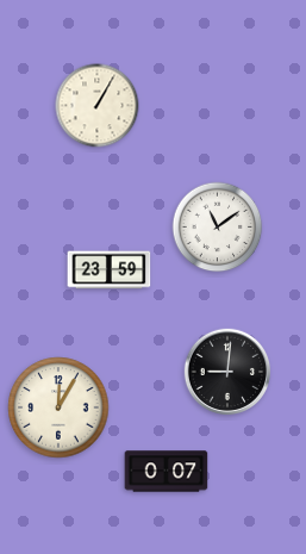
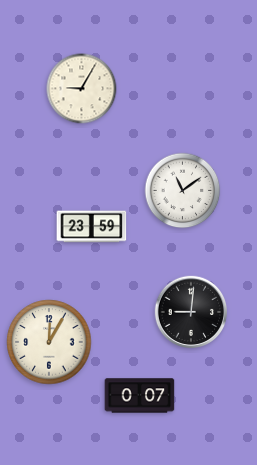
clock at (98, 106): 1:05 -> 9:05
